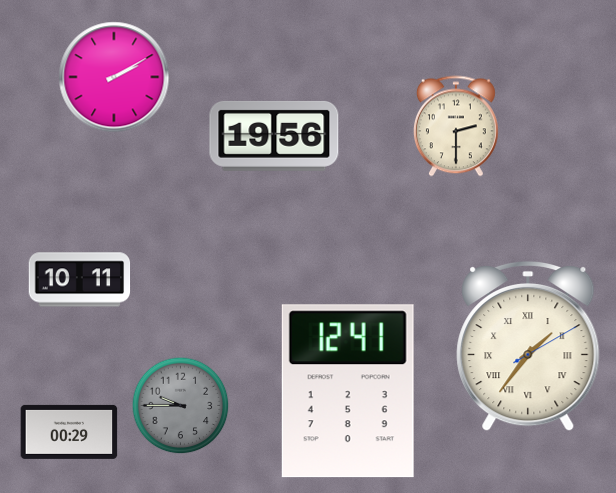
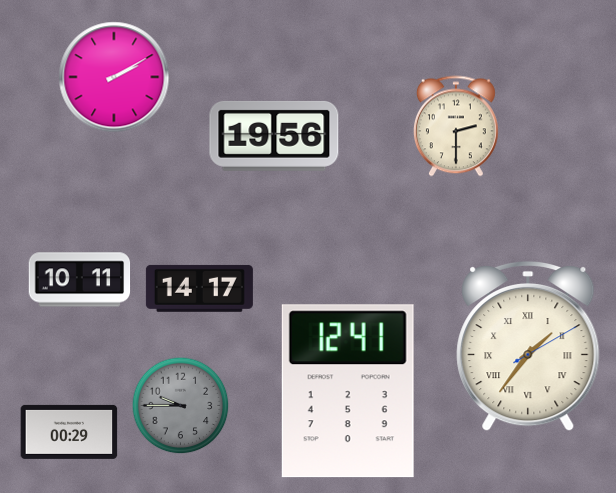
clock at (199, 288): none -> 14:17
